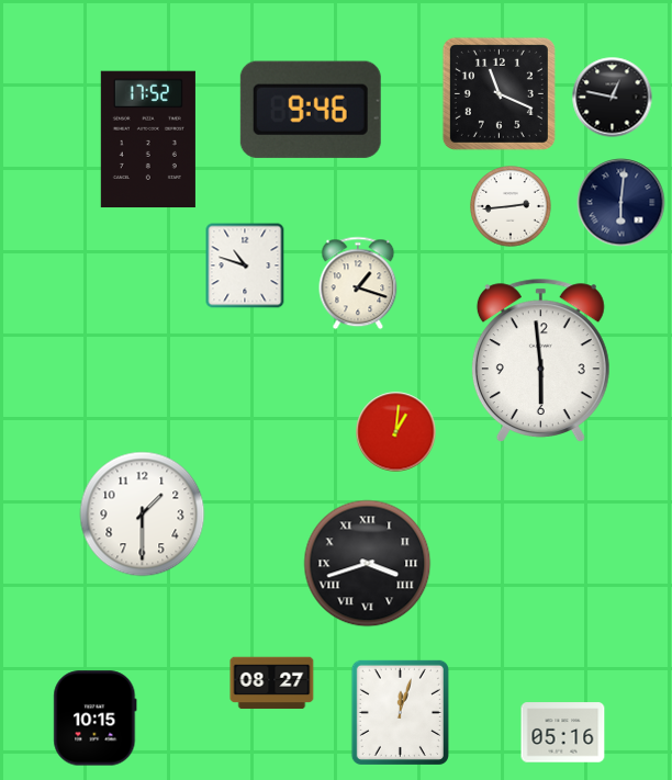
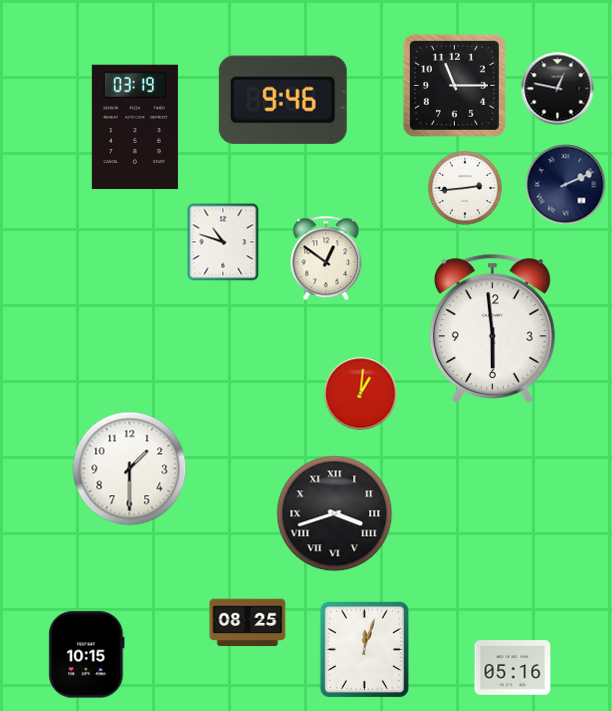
clock at (499, 93): 11:19 -> 11:15
clock at (148, 139): 17:52 -> 03:19
clock at (621, 203): 6:01 -> 2:11
clock at (358, 283): 1:18 -> 12:51
clock at (272, 683): 08:27 -> 08:25
